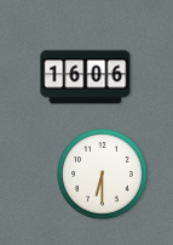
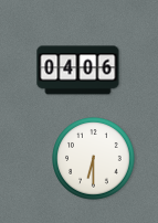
clock at (86, 78): 16:06 -> 04:06
